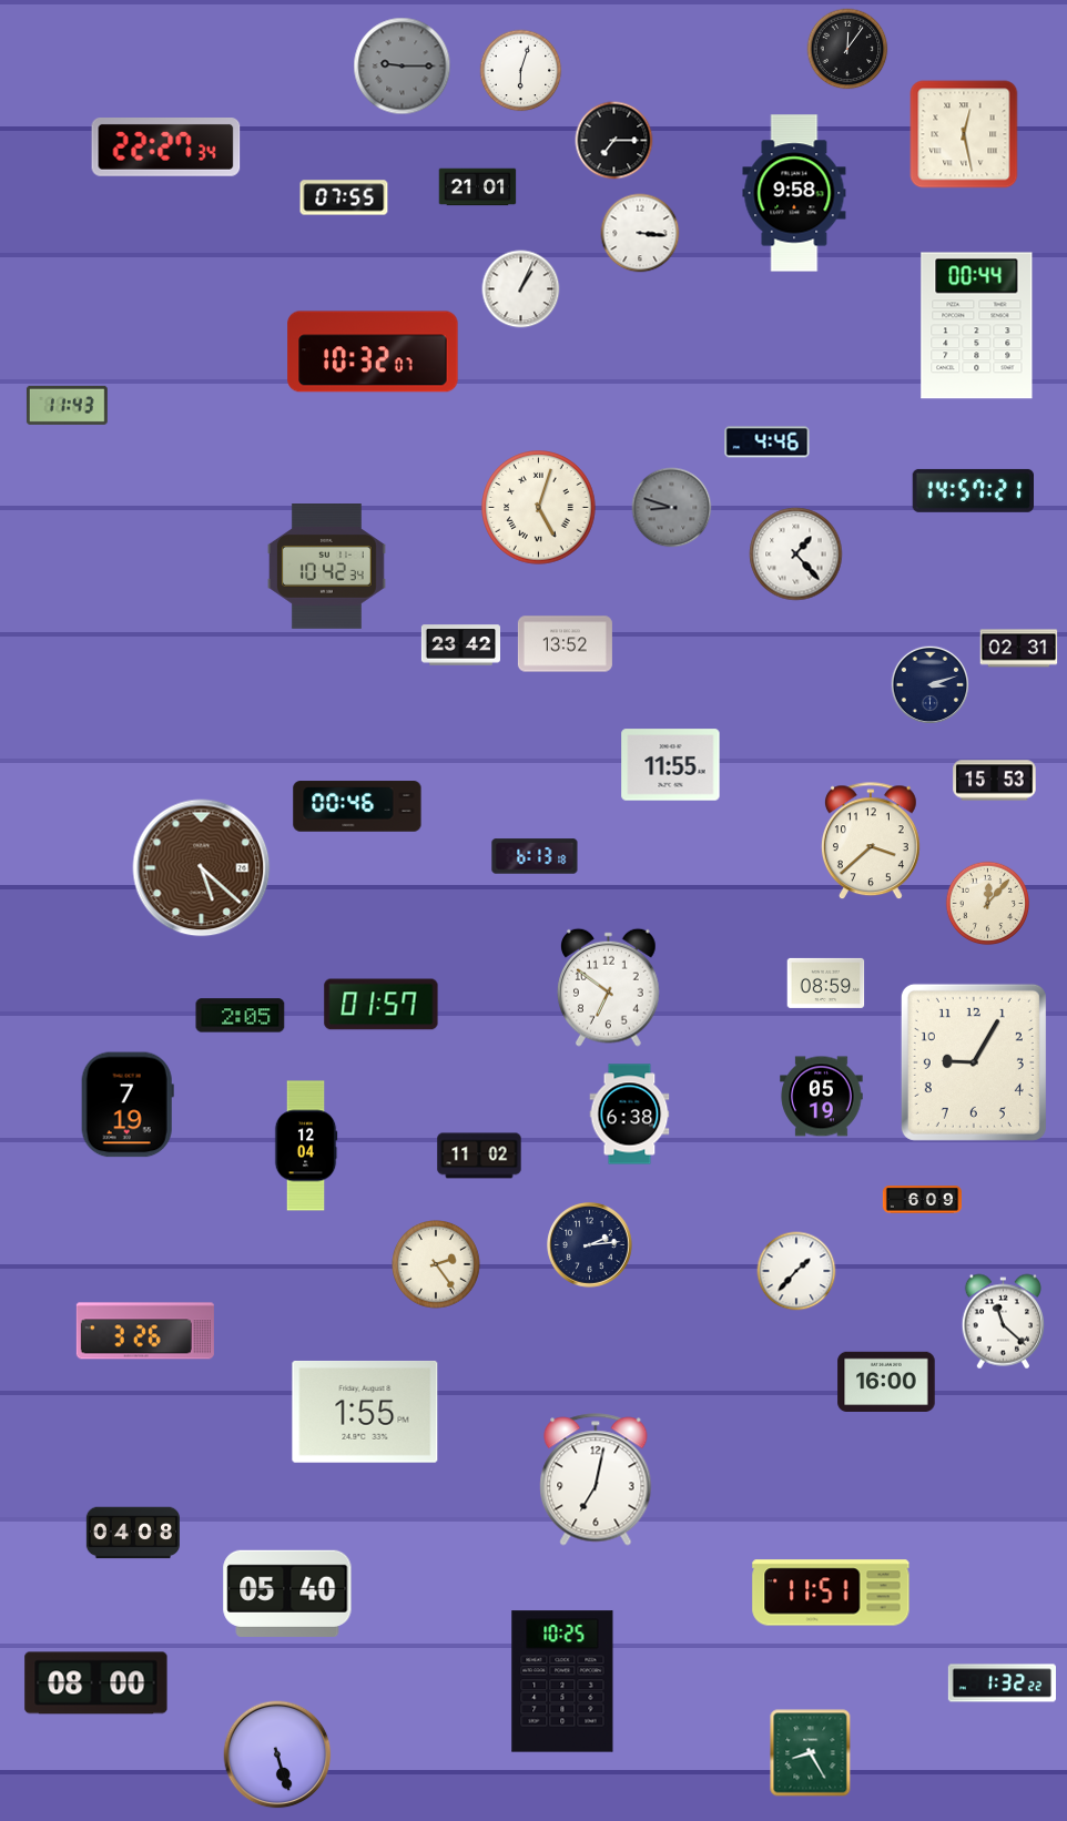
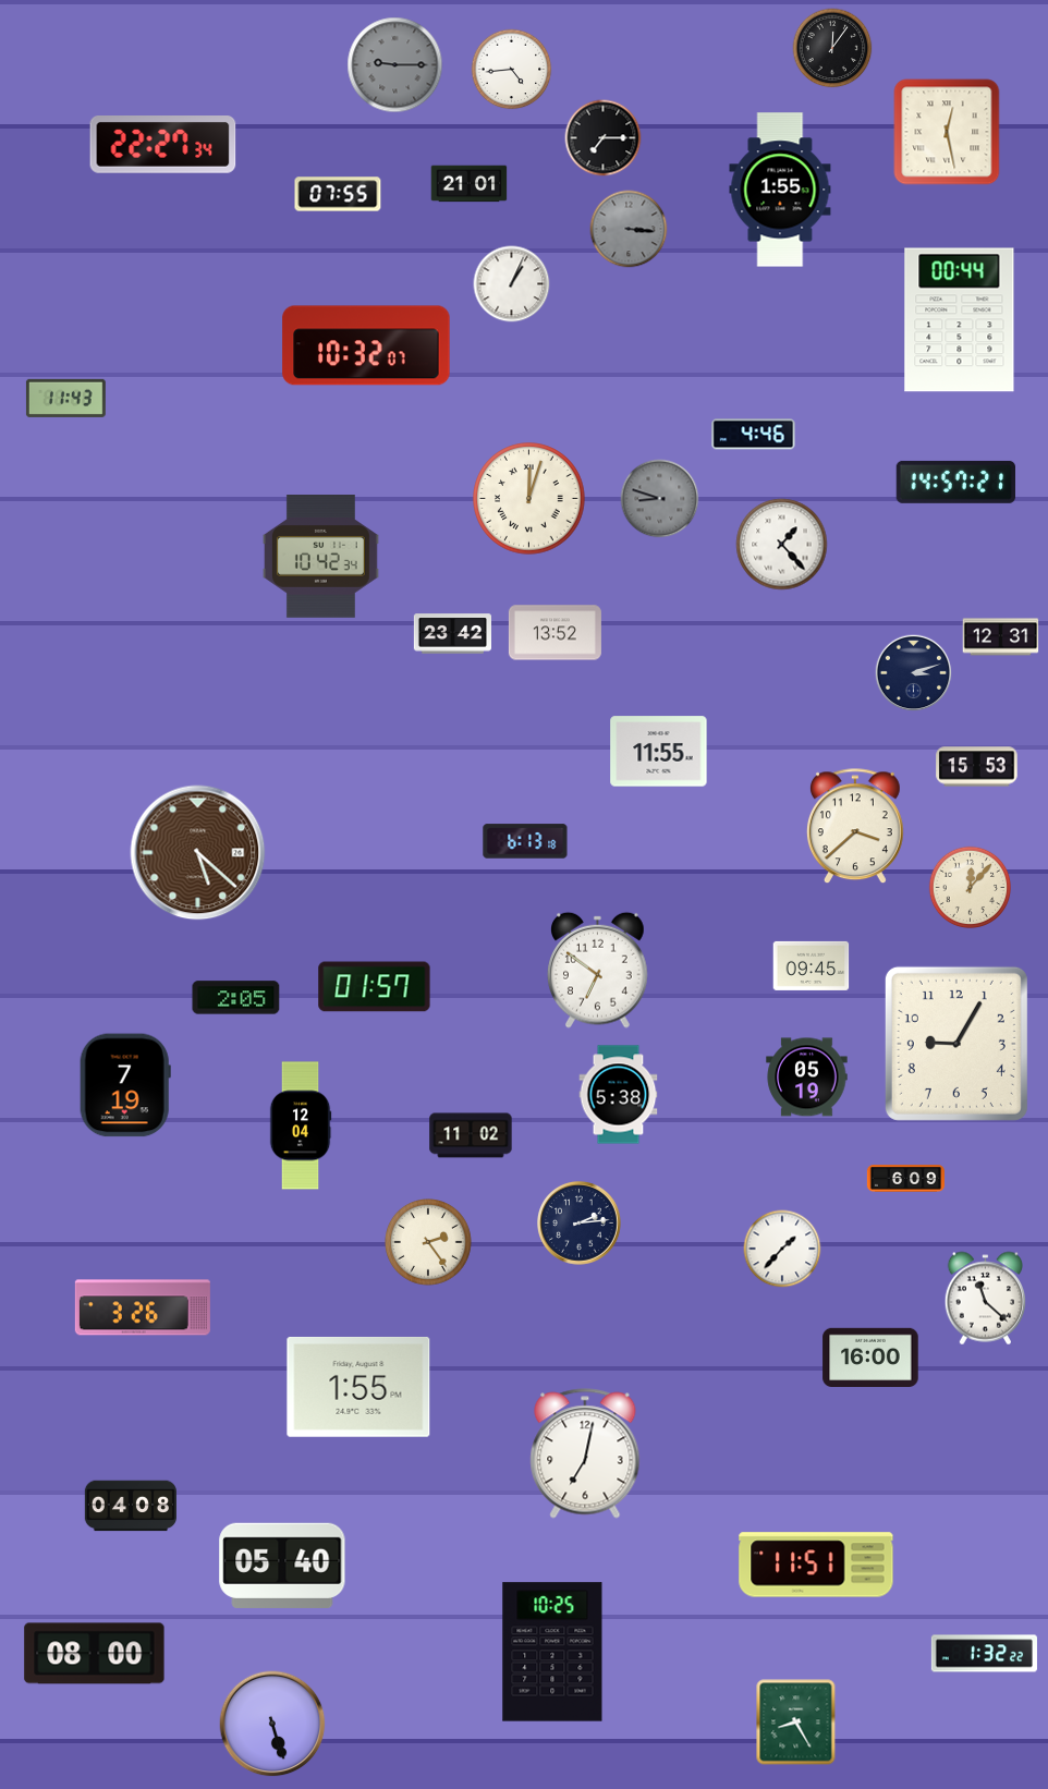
clock at (521, 71): 6:03 -> 4:44
clock at (794, 193): 9:58 -> 1:55
clock at (640, 233) dial: white -> grey
clock at (539, 508): 5:03 -> 12:03
clock at (1019, 649): 02:31 -> 12:31
clock at (357, 806): 00:46 -> none
clock at (826, 983): 08:59 -> 09:45
clock at (630, 1115): 6:38 -> 5:38
